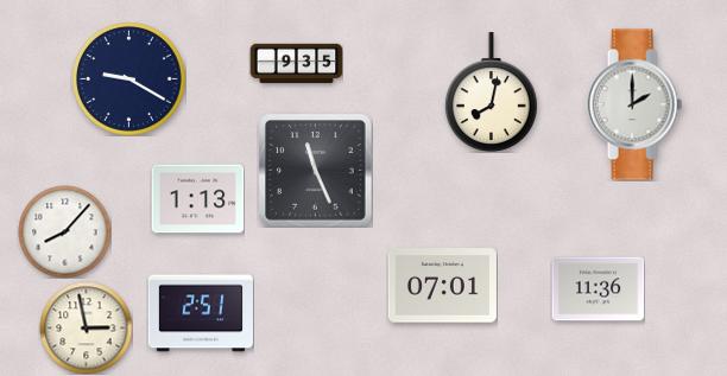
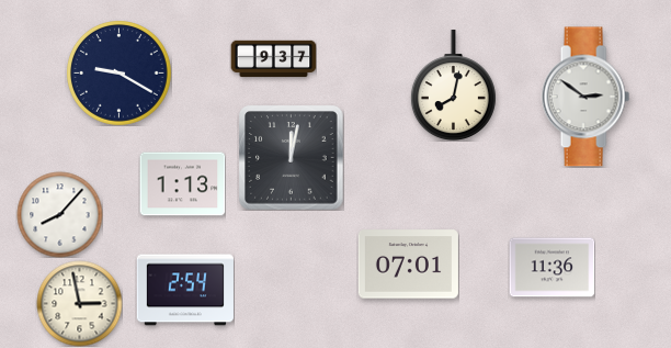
clock at (296, 64): 9:35 -> 9:37
clock at (634, 104): 2:00 -> 2:51
clock at (315, 170): 11:26 -> 12:02
clock at (201, 313): 2:51 -> 2:54
